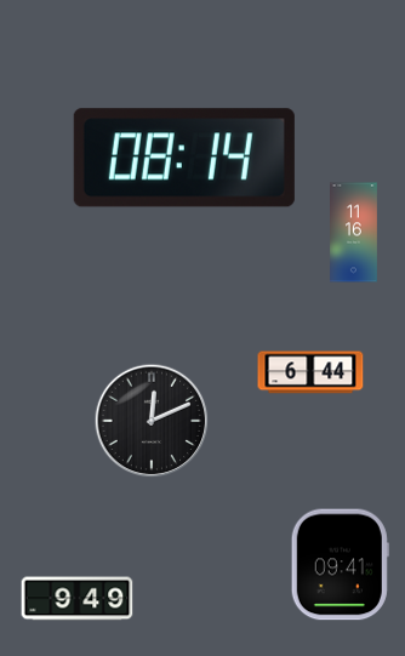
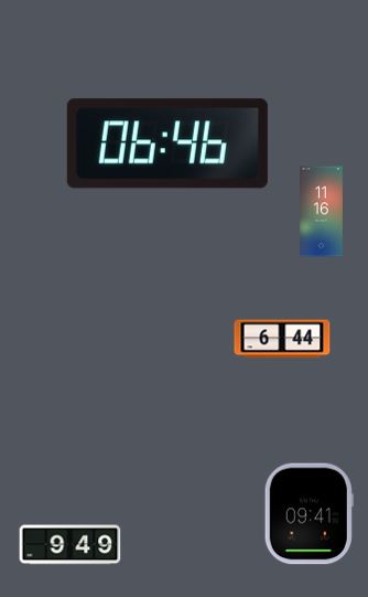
clock at (184, 158): 08:14 -> 06:46
clock at (152, 421): 12:11 -> none
